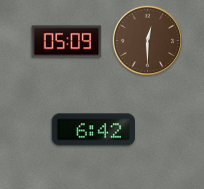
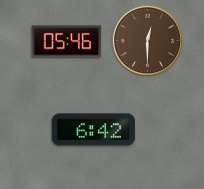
clock at (67, 42): 05:09 -> 05:46
